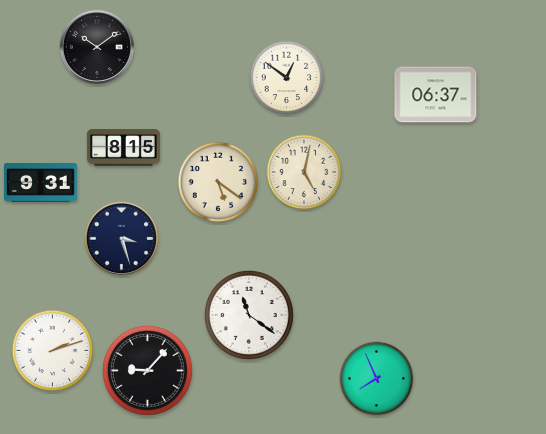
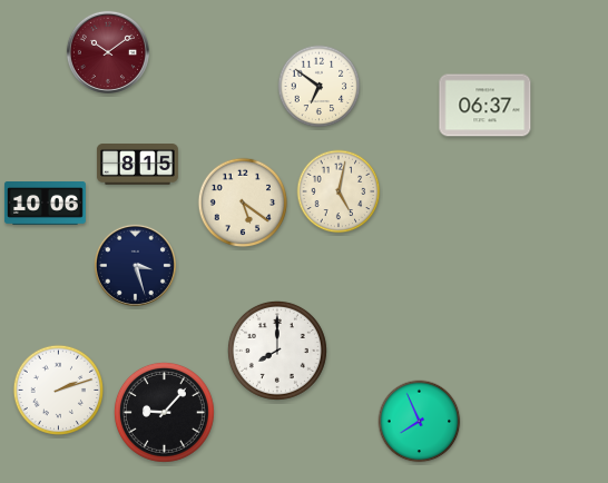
clock at (97, 47) dial: black -> burgundy
clock at (287, 78): 12:51 -> 6:51
clock at (40, 183): 9:31 -> 10:06
clock at (249, 315): 11:21 -> 8:00
